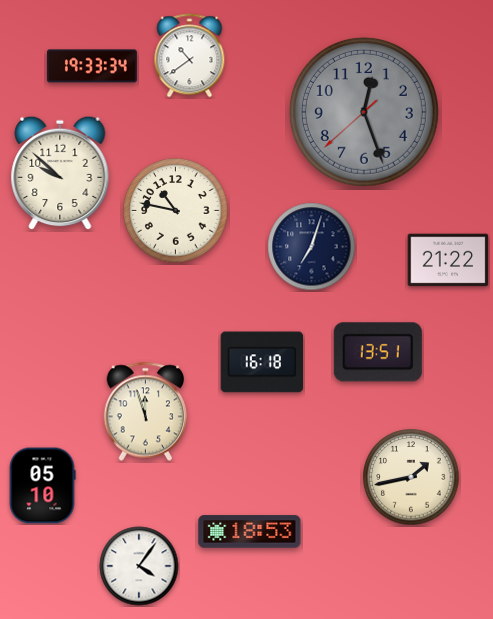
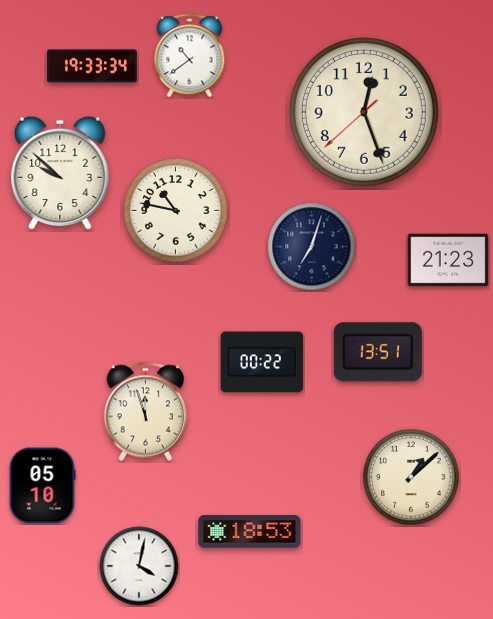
clock at (364, 112) dial: grey -> cream
clock at (448, 260): 21:22 -> 21:23
clock at (262, 362): 16:18 -> 00:22
clock at (411, 477): 1:43 -> 1:08
clock at (139, 566): 4:06 -> 4:02
